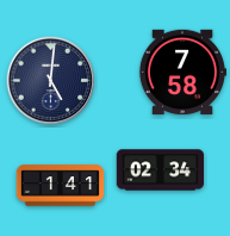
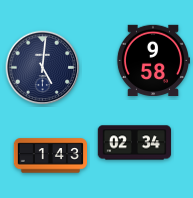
clock at (181, 73): 7:58 -> 9:58
clock at (61, 186): 1:41 -> 1:43
